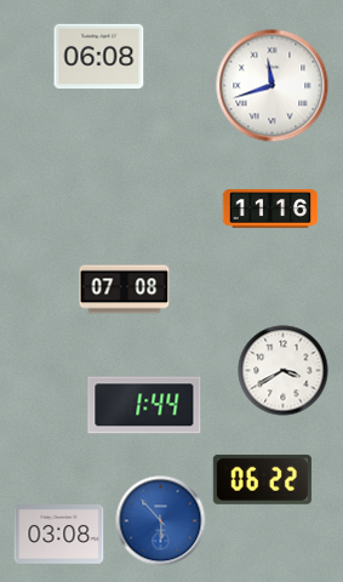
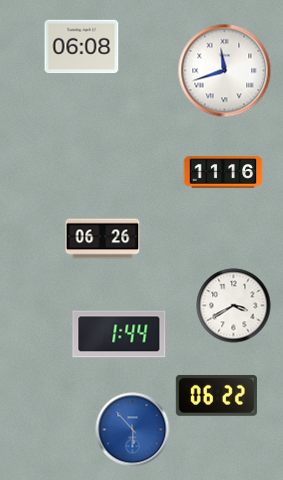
clock at (125, 290): 07:08 -> 06:26
clock at (59, 535): 03:08 -> none
